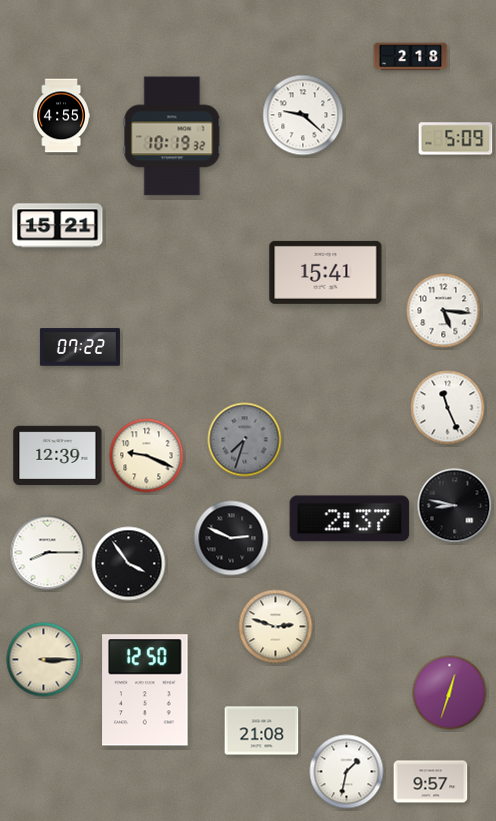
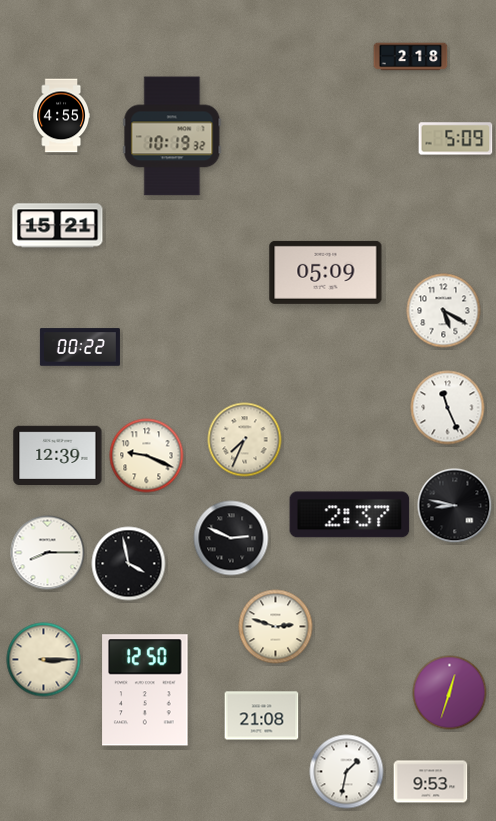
clock at (303, 115): 9:22 -> none
clock at (326, 272): 15:41 -> 05:09
clock at (444, 311): 5:16 -> 5:20
clock at (80, 347): 07:22 -> 00:22
clock at (245, 440): 7:33 -> 7:34
clock at (245, 440) dial: grey -> cream
clock at (350, 519) position: (350, 519) -> (350, 515)
clock at (129, 564): 3:54 -> 3:58
clock at (262, 731) position: (262, 731) -> (262, 716)
clock at (431, 782): 9:57 -> 9:53
